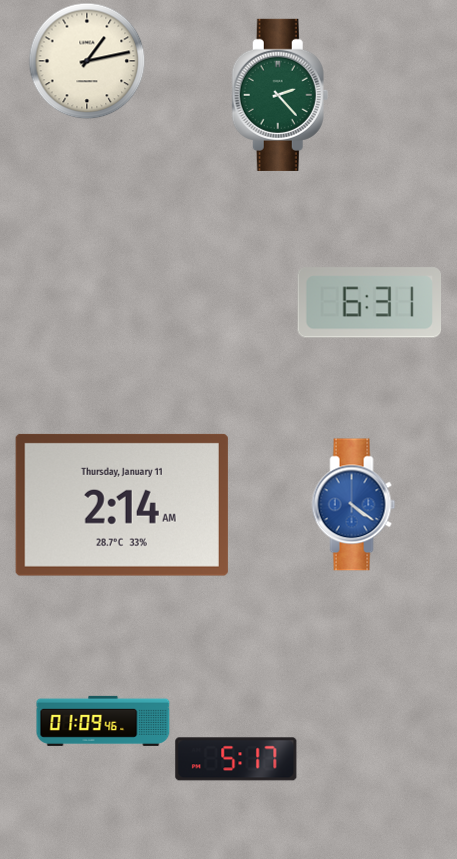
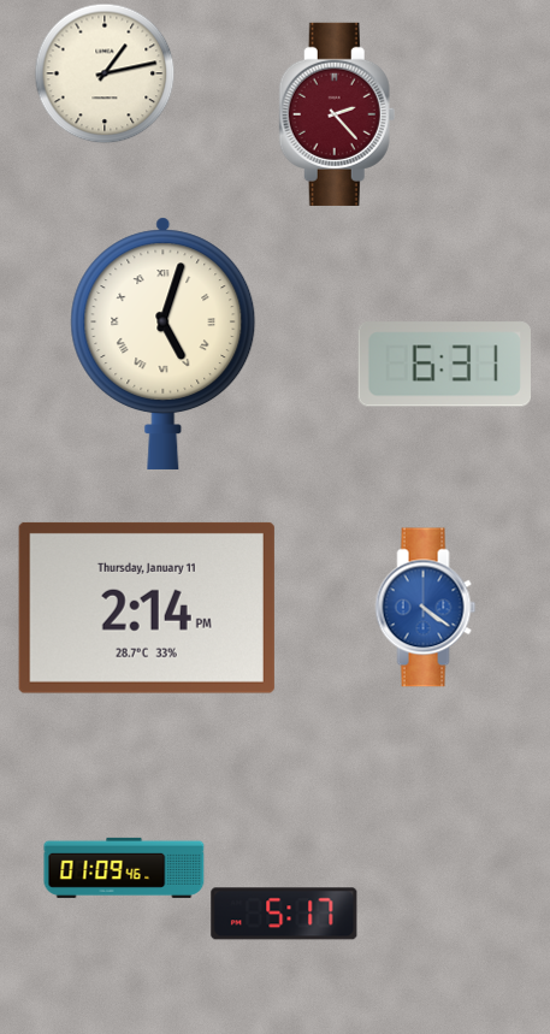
clock at (280, 95) dial: green -> burgundy
clock at (164, 343): none -> 5:03
clock at (122, 505): 2:14 AM -> 2:14 PM
